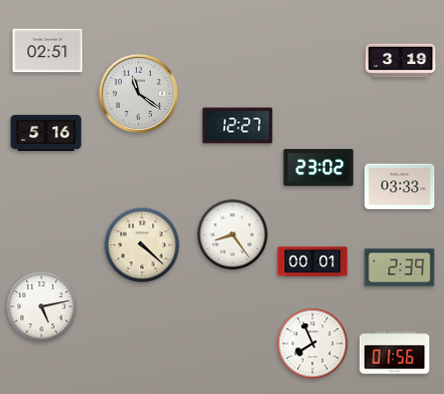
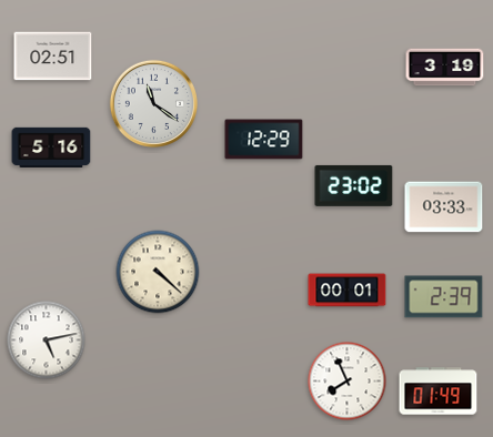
clock at (238, 126): 12:27 -> 12:29
clock at (233, 235): 8:24 -> none
clock at (395, 353): 01:56 -> 01:49
